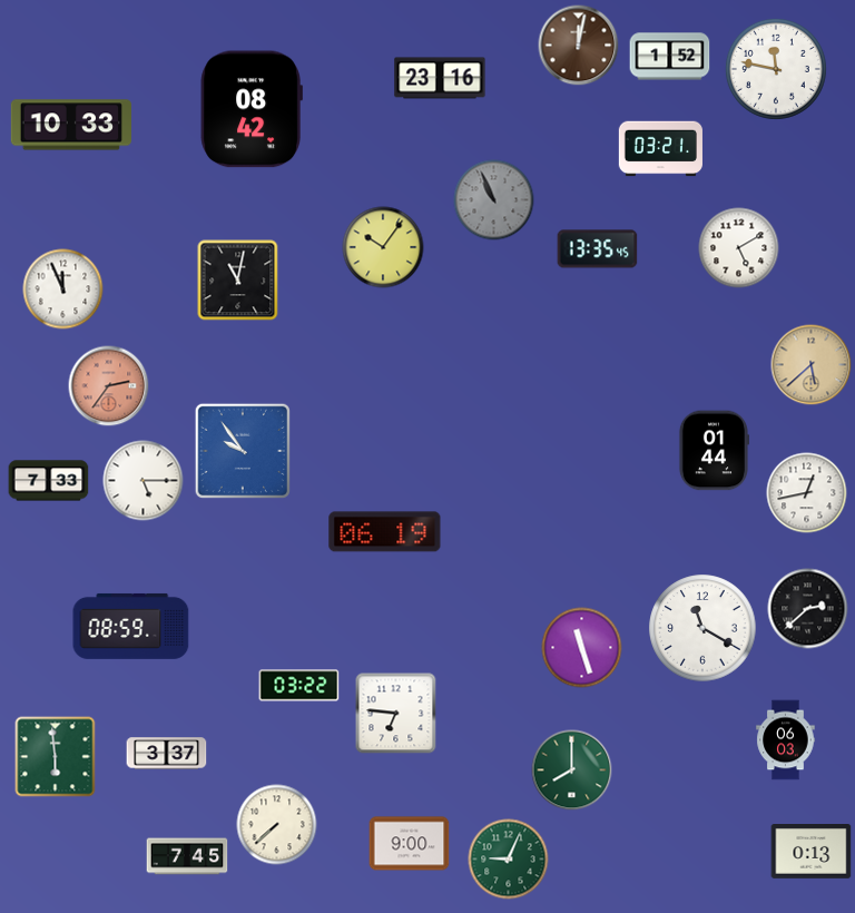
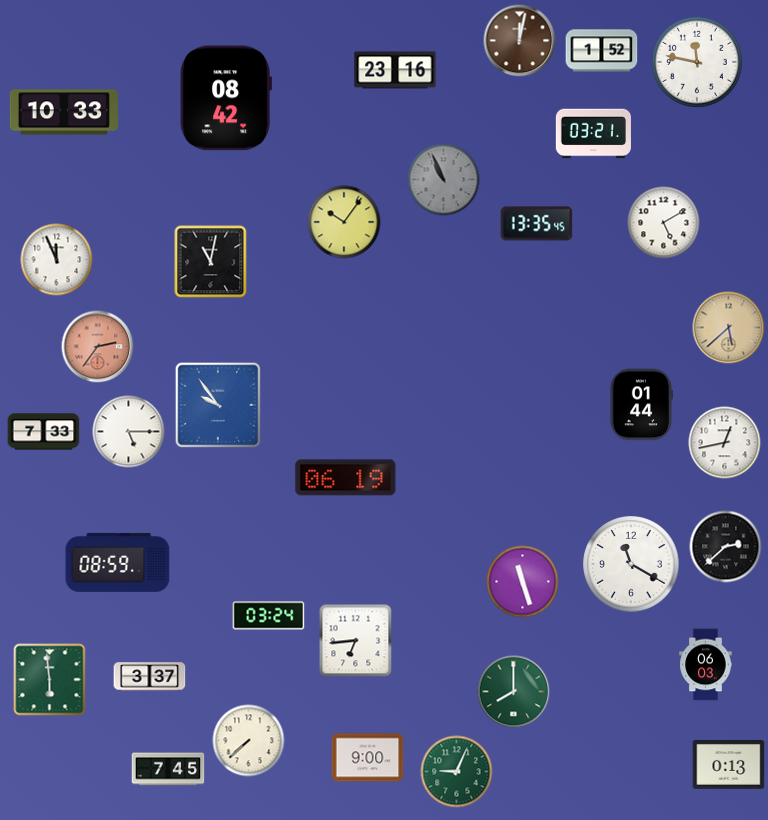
clock at (238, 281) position: (238, 281) -> (211, 262)
clock at (299, 686): 03:22 -> 03:24
clock at (396, 714): 6:46 -> 6:44
